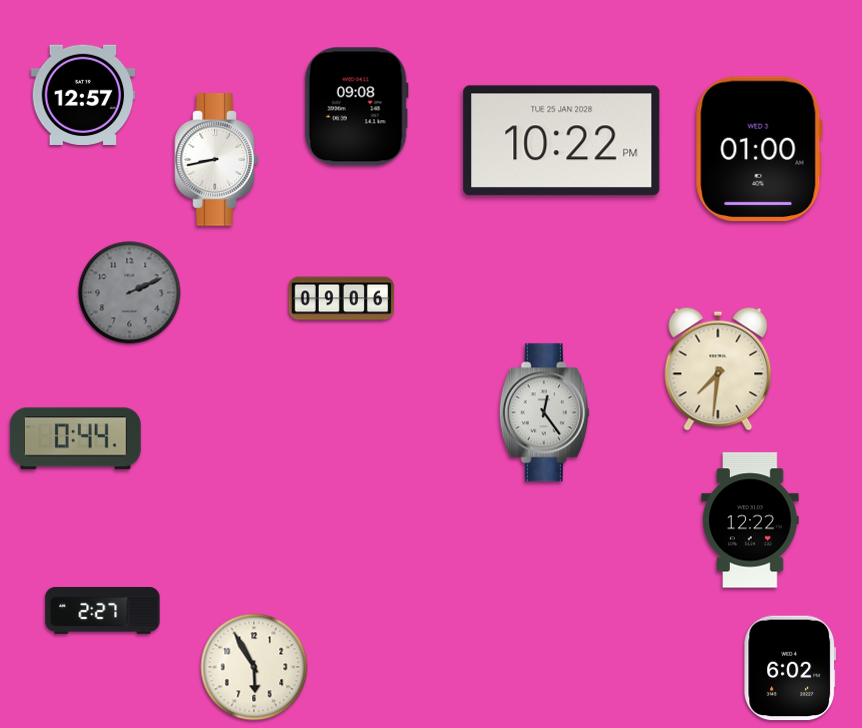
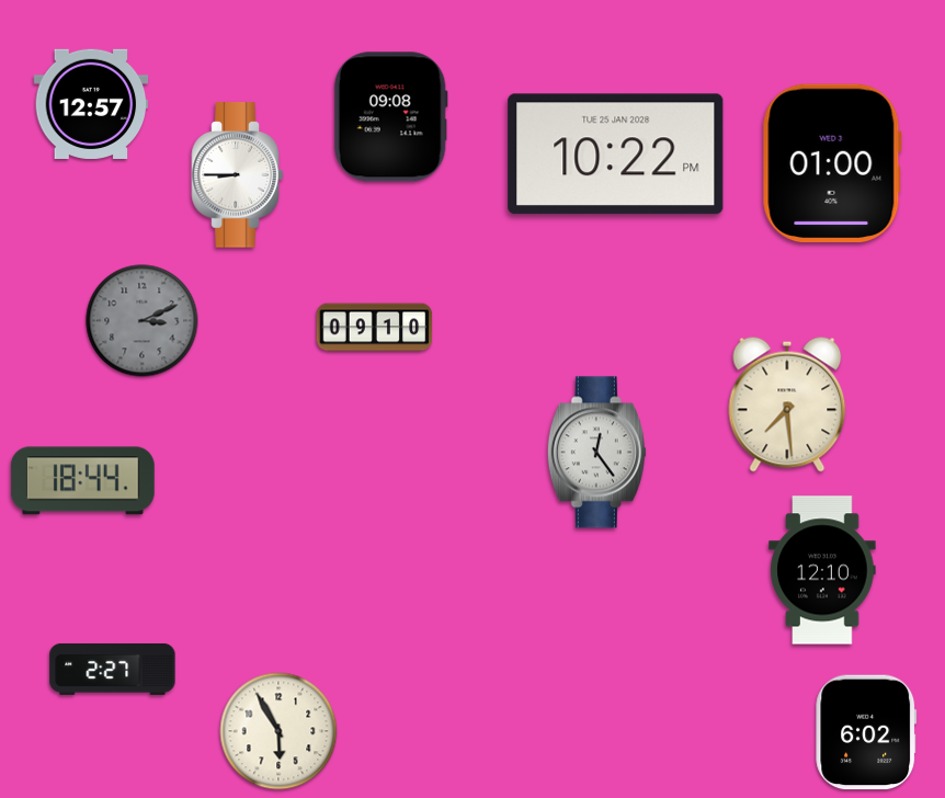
clock at (217, 160): 8:43 -> 8:45
clock at (130, 293): 2:11 -> 3:11
clock at (342, 299): 09:06 -> 09:10
clock at (718, 369): 7:31 -> 7:29
clock at (75, 439): 0:44 -> 18:44
clock at (750, 520): 12:22 -> 12:10
